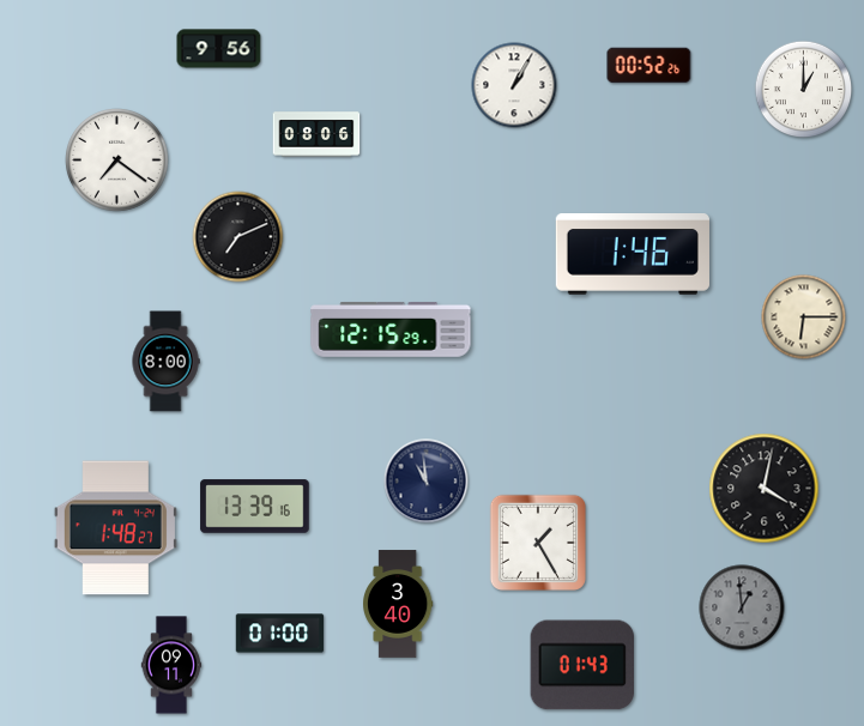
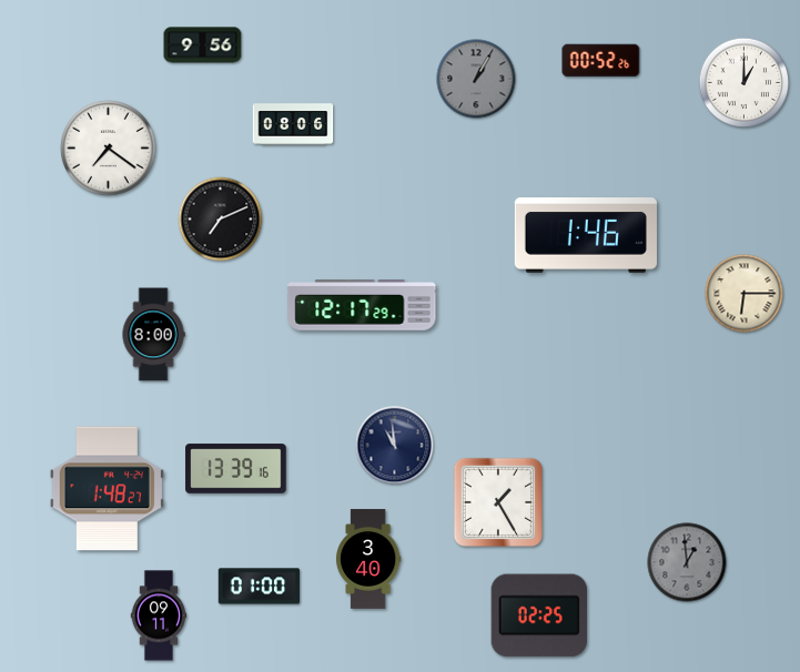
clock at (514, 85) dial: white -> grey
clock at (391, 331): 12:15 -> 12:17
clock at (765, 489): 4:02 -> none
clock at (581, 665): 01:43 -> 02:25
